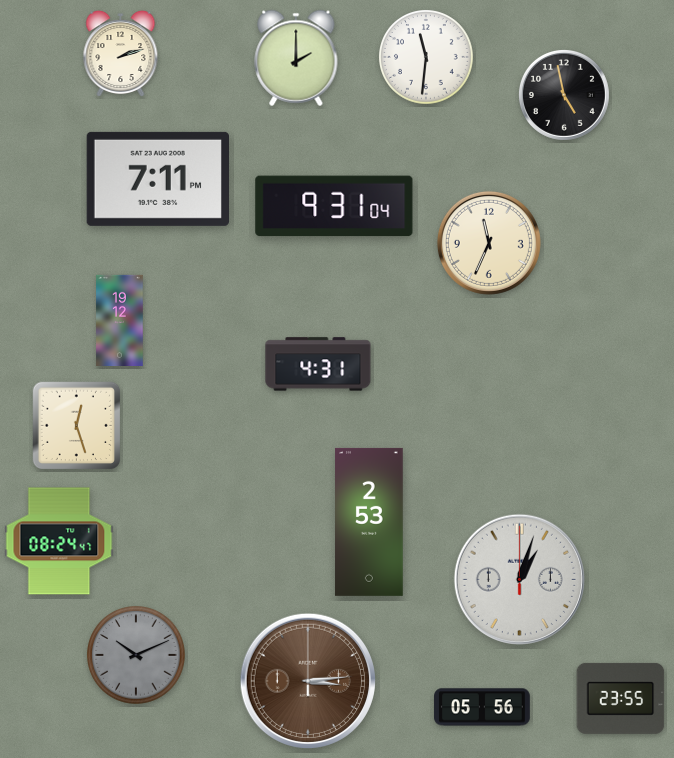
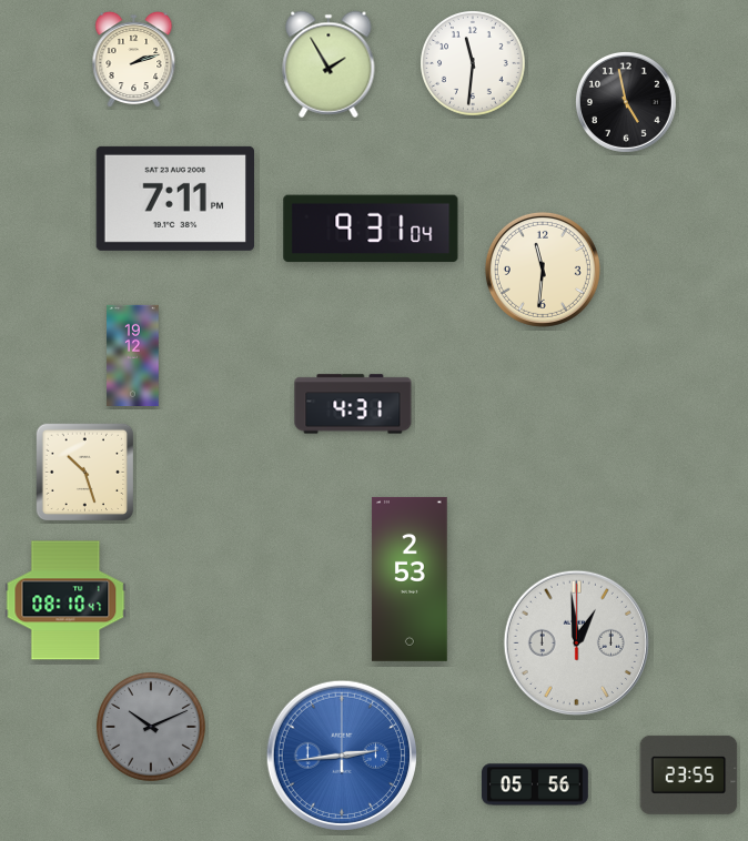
clock at (296, 58): 2:00 -> 1:55
clock at (564, 95) position: (564, 95) -> (626, 102)
clock at (489, 243): 11:34 -> 11:31
clock at (77, 426): 12:27 -> 10:27
clock at (59, 541): 08:24 -> 08:10
clock at (519, 579): 1:03 -> 12:59
clock at (307, 680): 3:14 -> 2:44
clock at (307, 680) dial: brown -> blue
